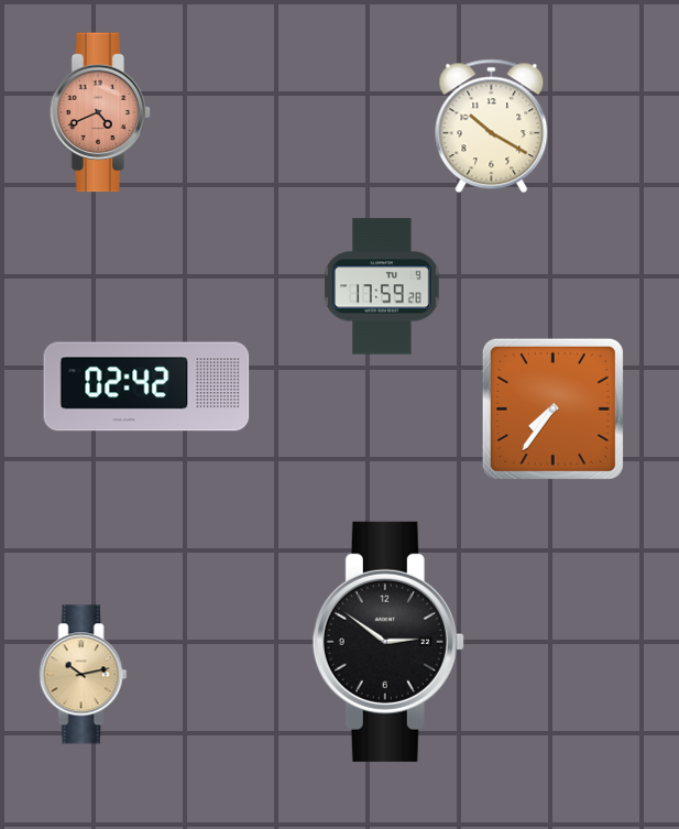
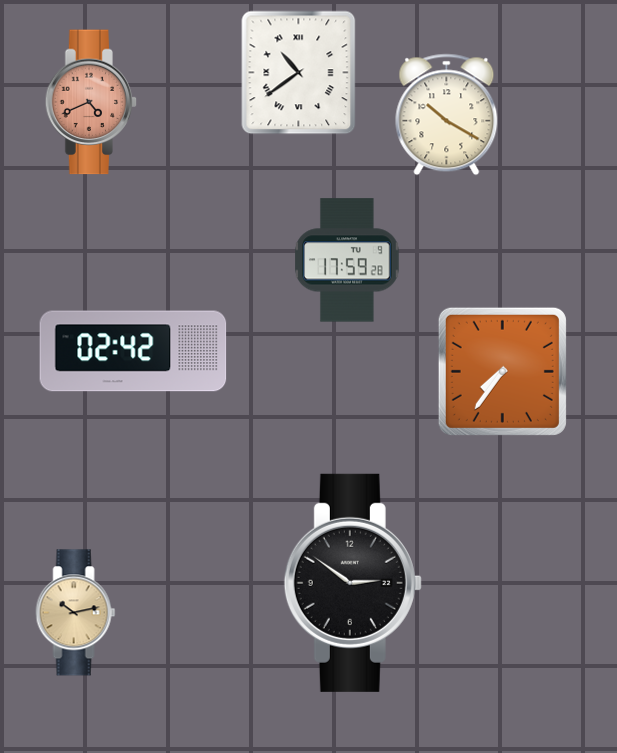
clock at (299, 73): none -> 10:39
